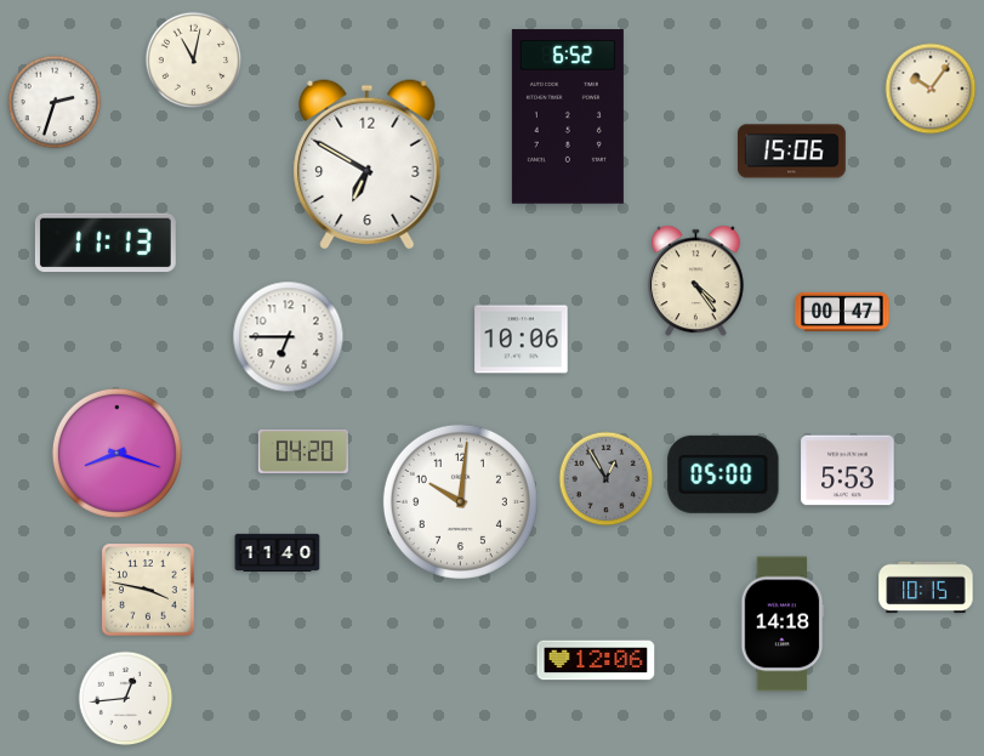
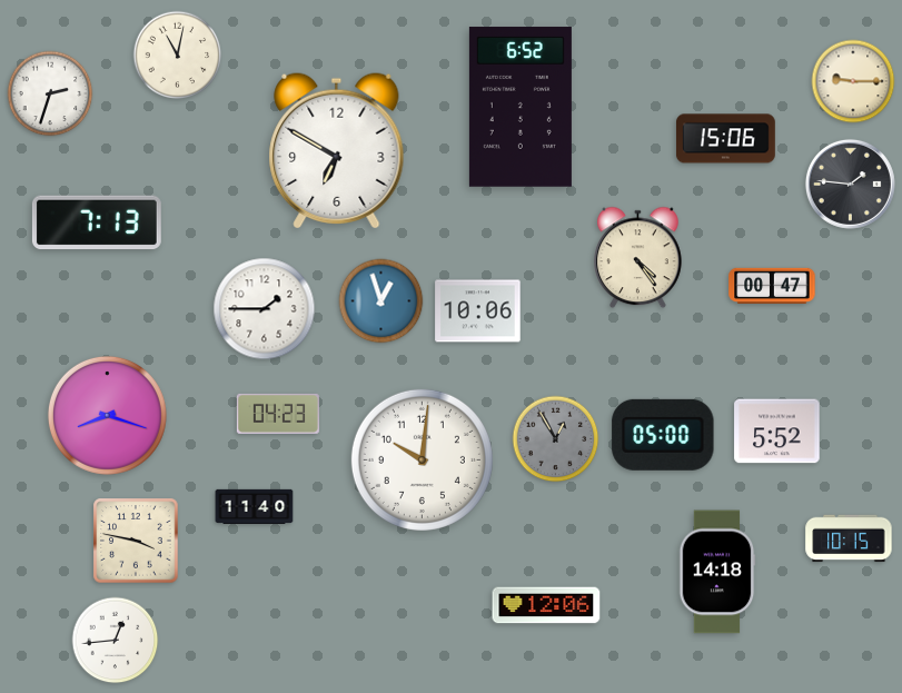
clock at (931, 89): 10:06 -> 9:15
clock at (850, 184): none -> 1:46
clock at (106, 243): 11:13 -> 7:13
clock at (381, 301): none -> 12:57
clock at (289, 337): 6:45 -> 1:45
clock at (303, 451): 04:20 -> 04:23
clock at (848, 471): 5:53 -> 5:52
